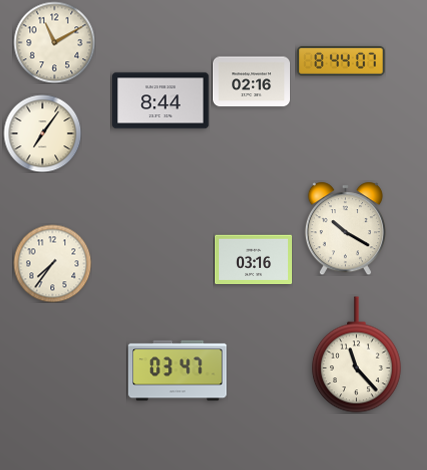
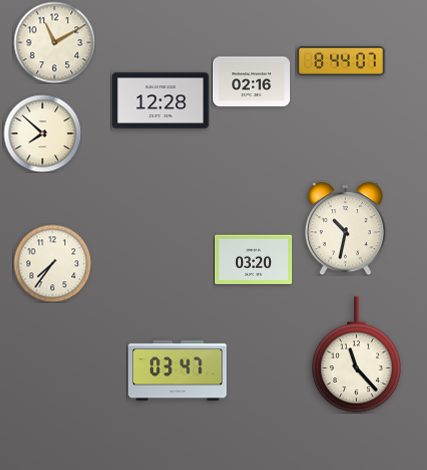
clock at (161, 101): 8:44 -> 12:28
clock at (42, 133): 7:06 -> 7:52
clock at (345, 228): 10:20 -> 10:32
clock at (253, 260): 03:16 -> 03:20
